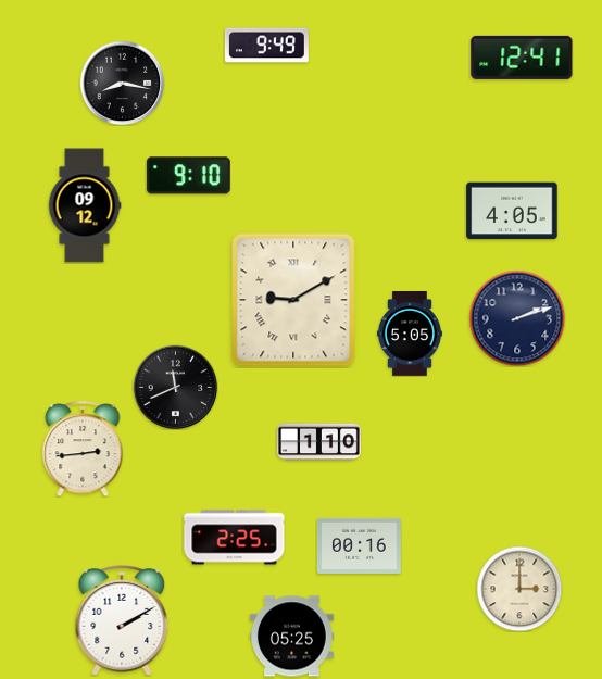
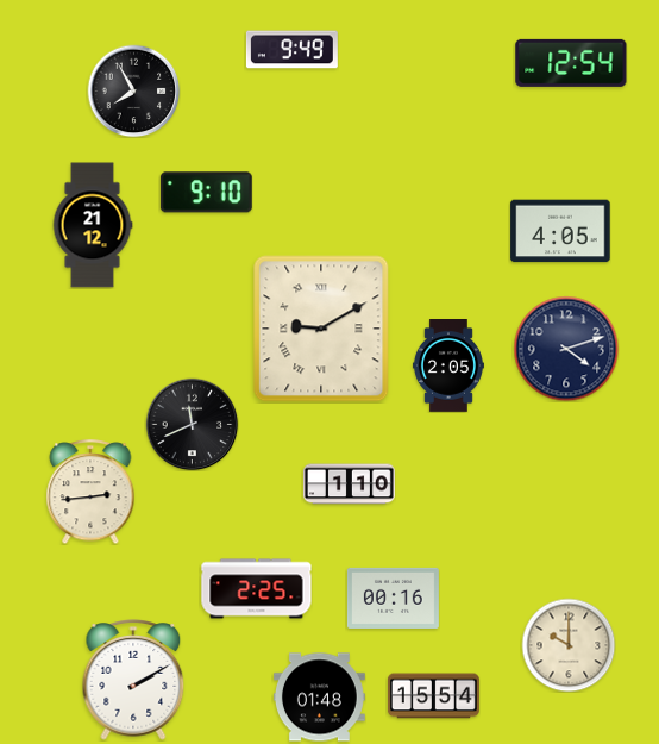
clock at (522, 58): 12:41 -> 12:54
clock at (122, 83): 8:17 -> 7:55
clock at (85, 205): 09:12 -> 21:12
clock at (517, 318): 2:12 -> 4:12
clock at (410, 335): 5:05 -> 2:05
clock at (519, 589): 3:00 -> 10:00
clock at (433, 696): none -> 15:54
clock at (291, 637): 05:25 -> 01:48
